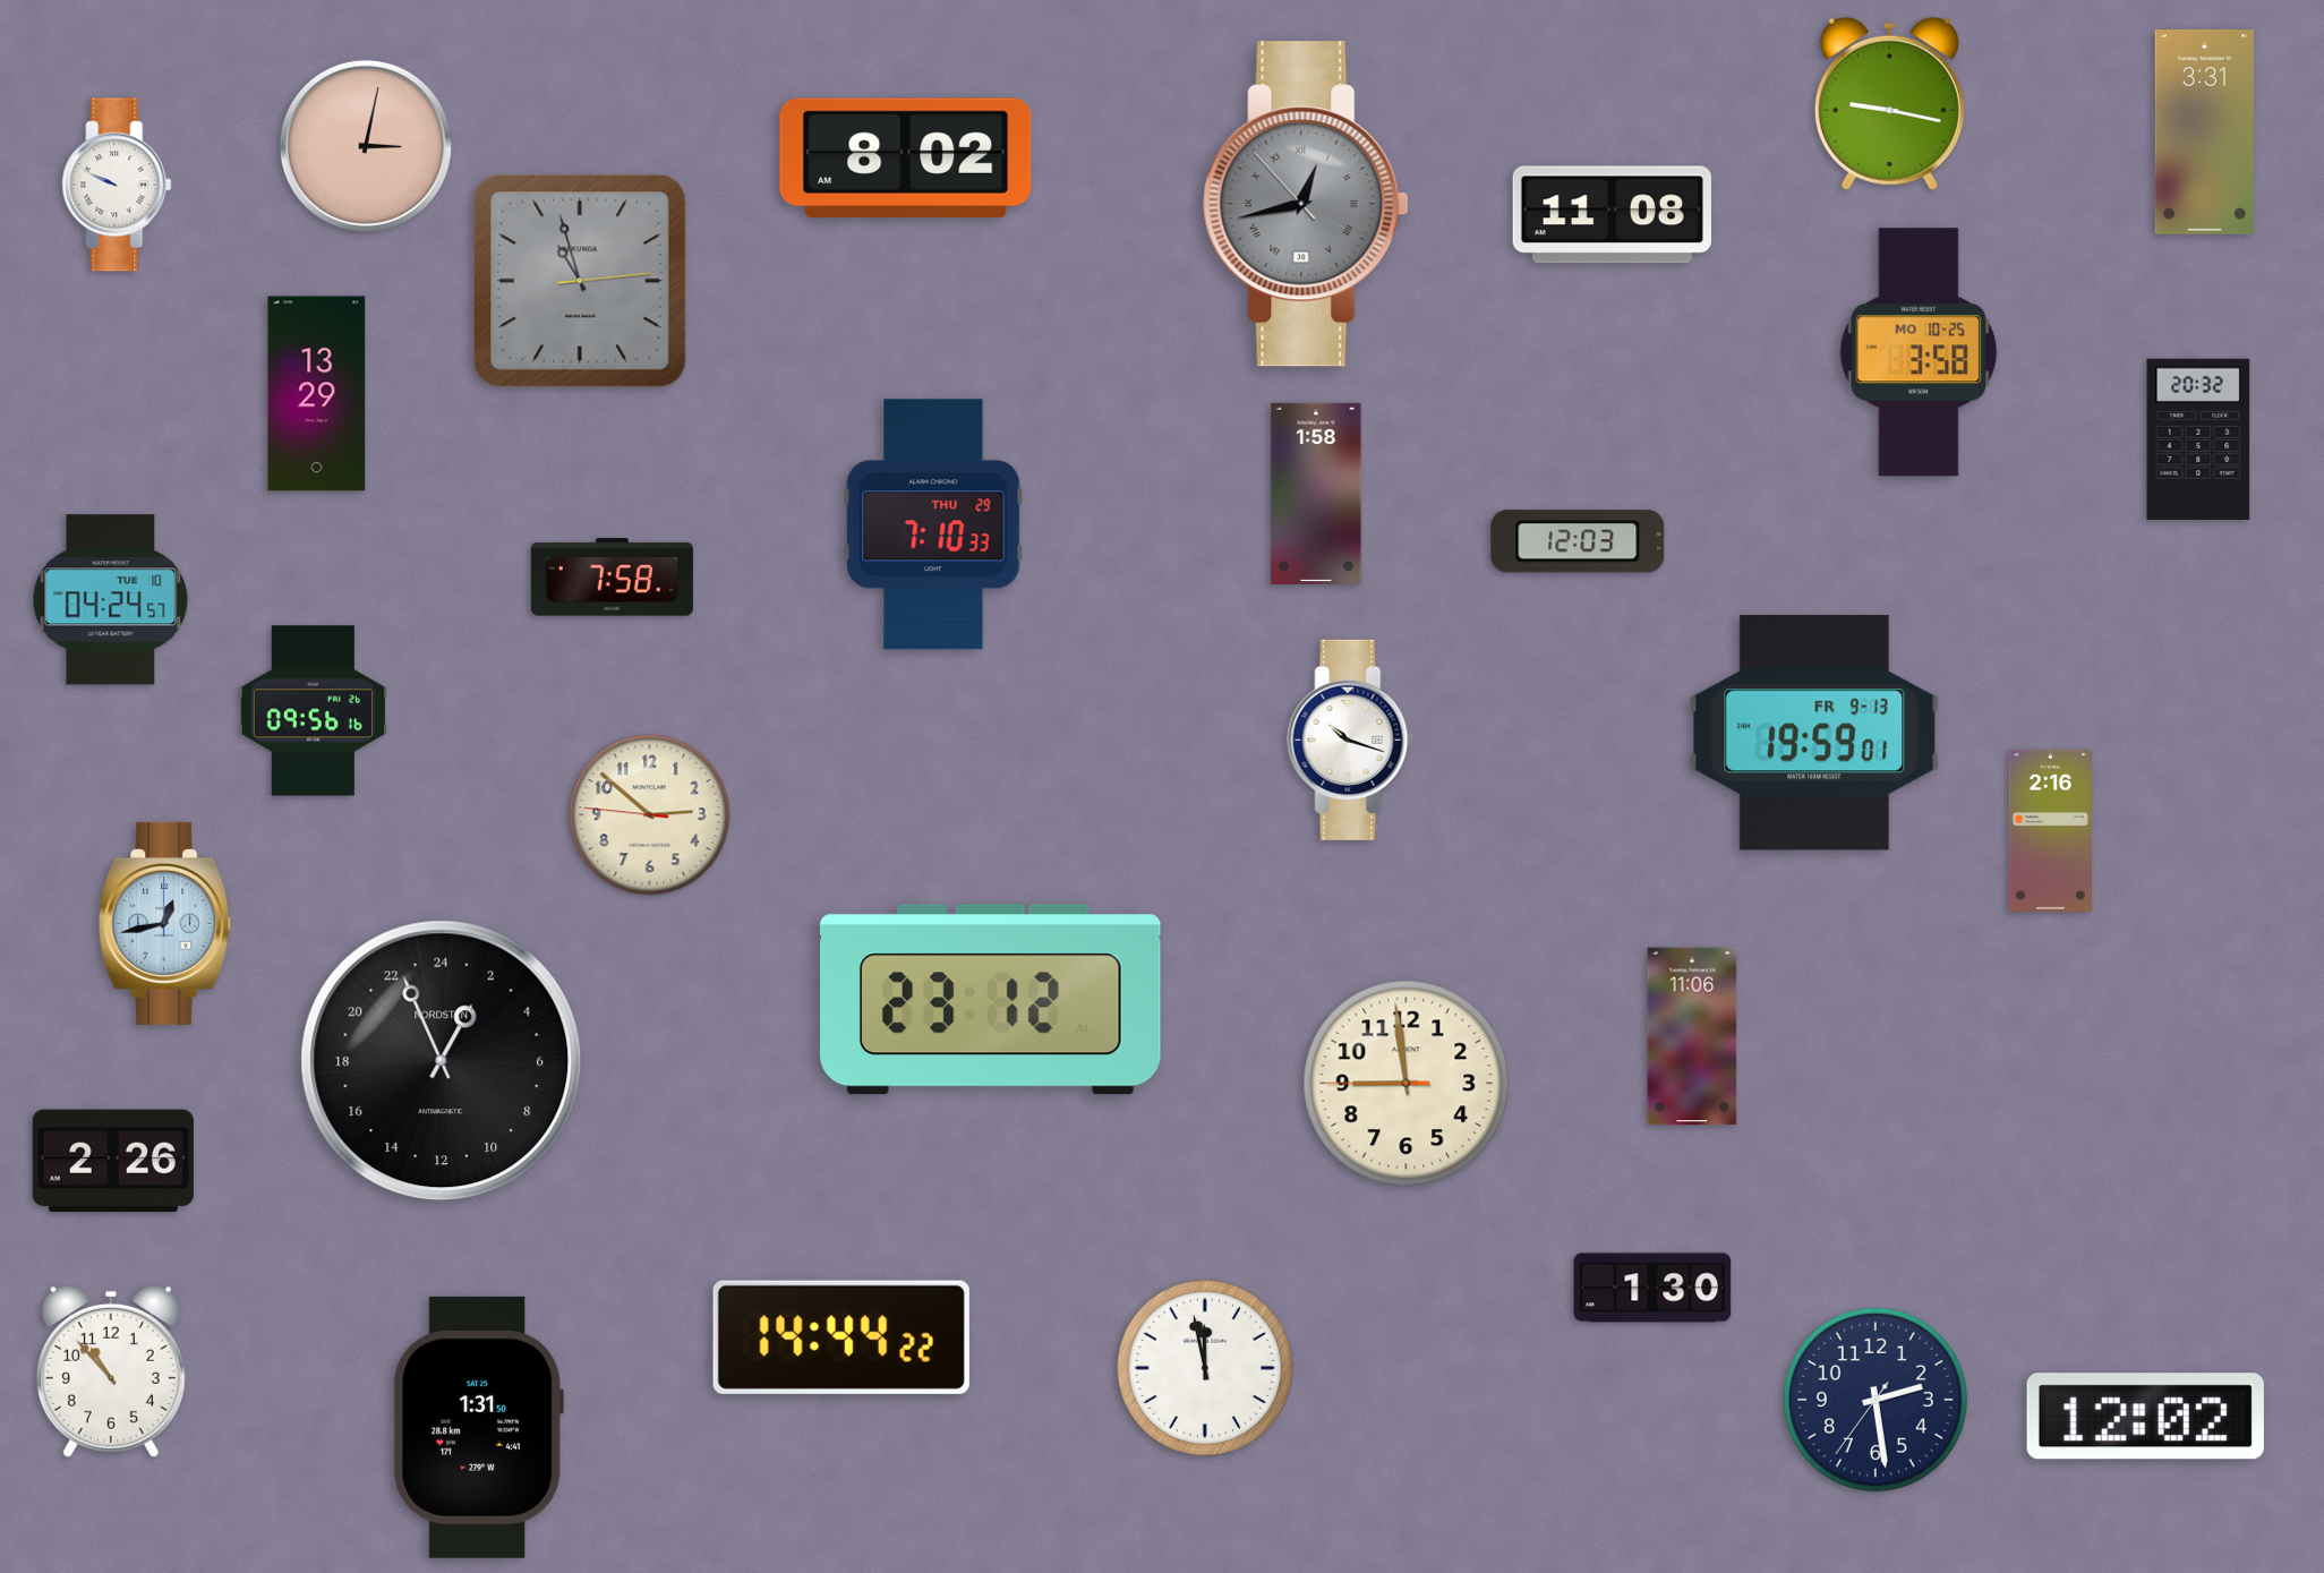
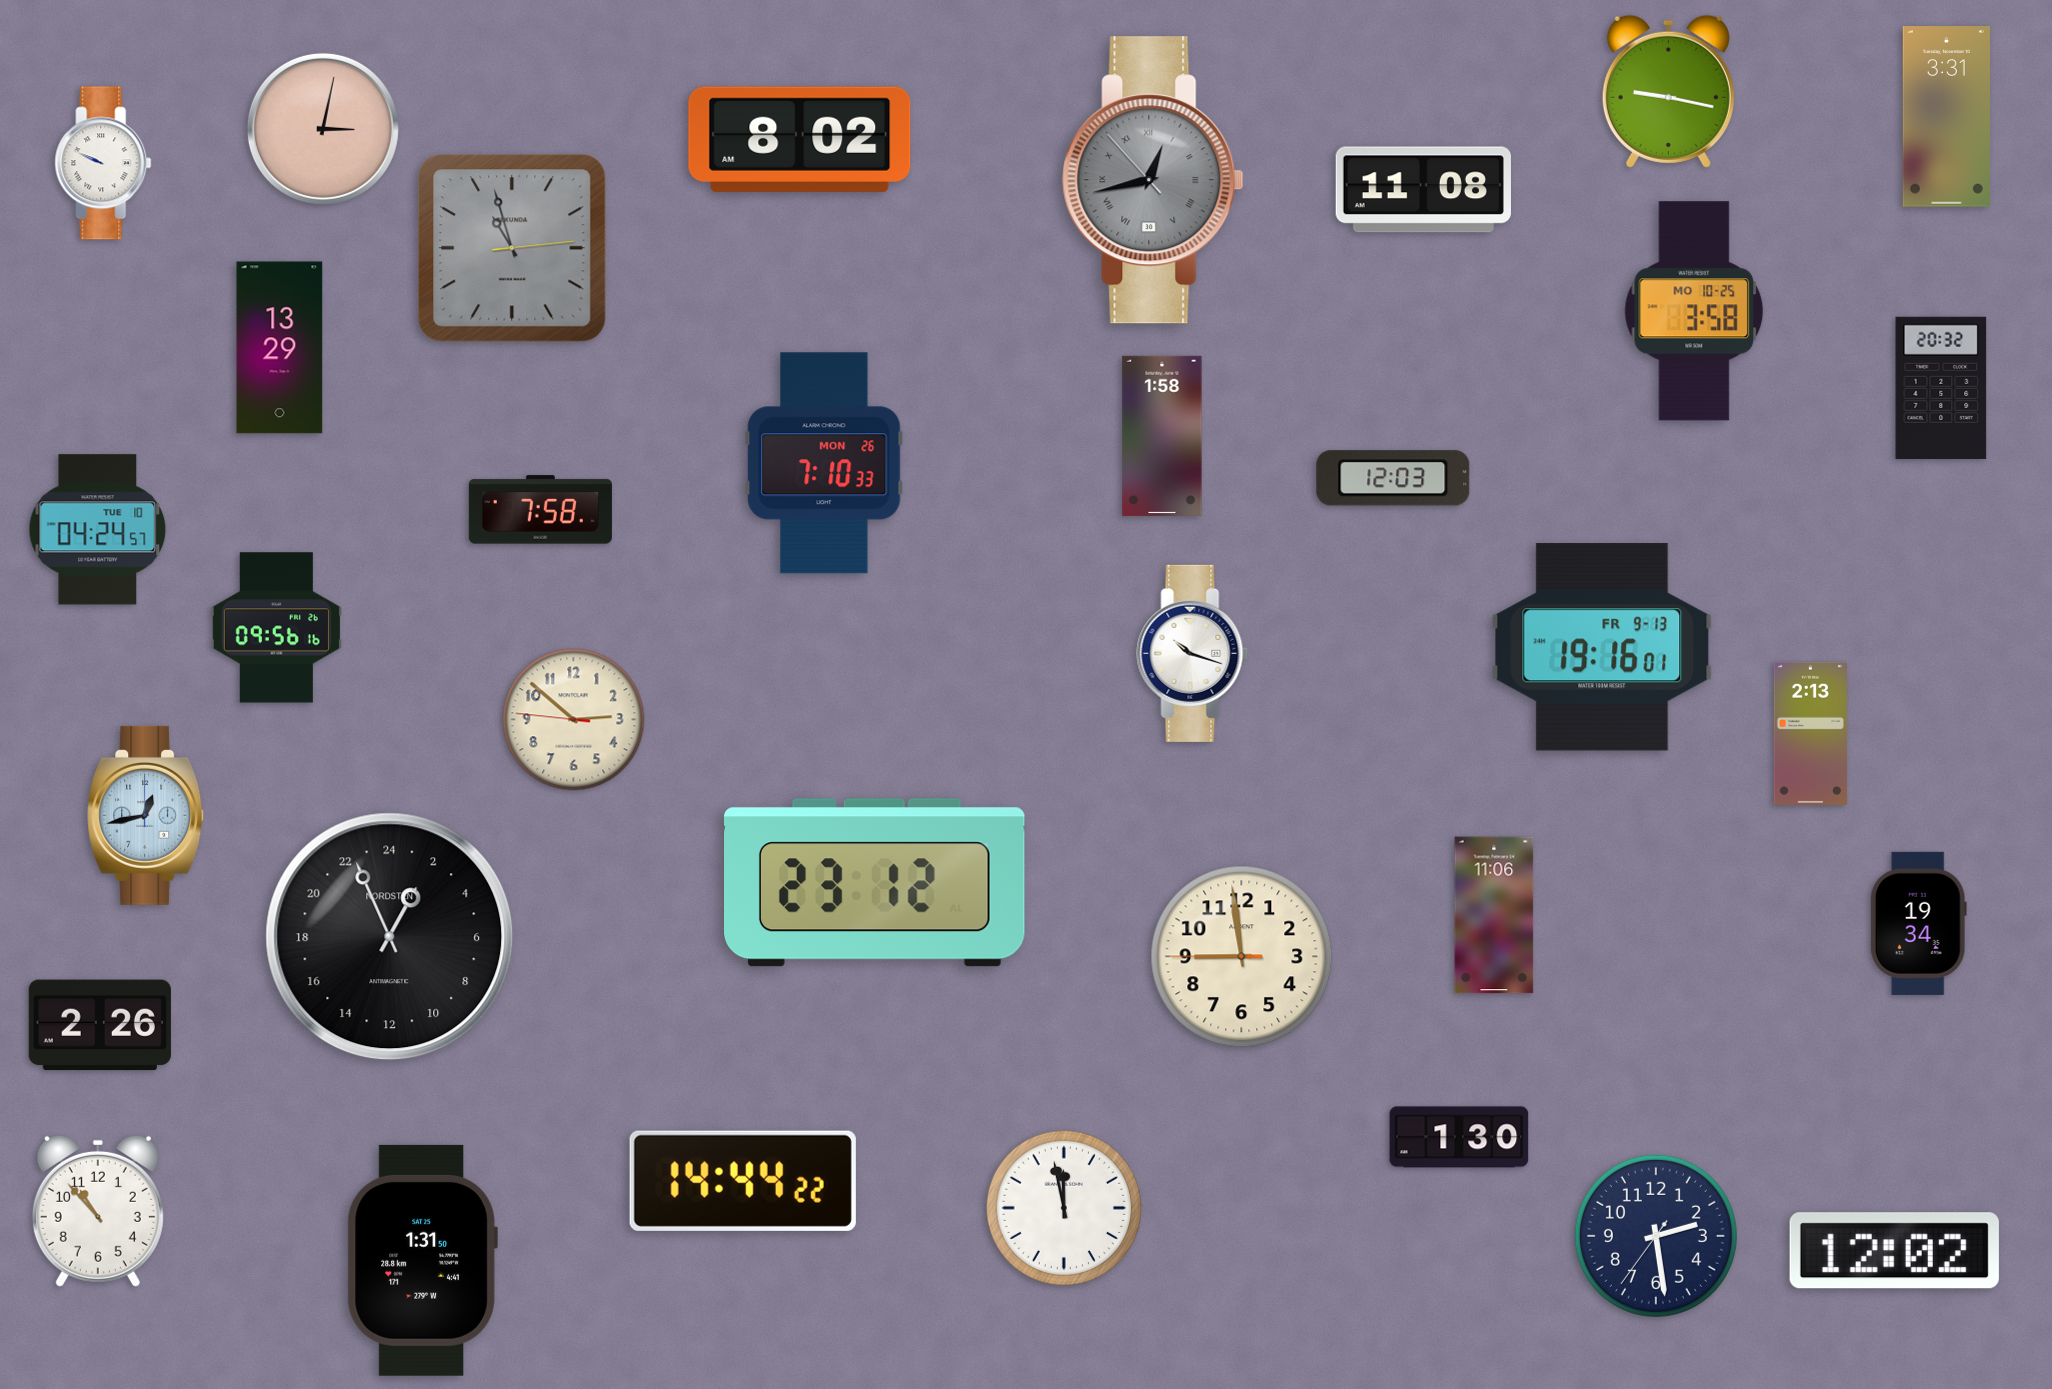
clock at (933, 524) date: THU 29 -> MON 26
clock at (1814, 733): 19:59 -> 19:16
clock at (2050, 830): 2:16 -> 2:13
clock at (1918, 923): none -> 19:34
